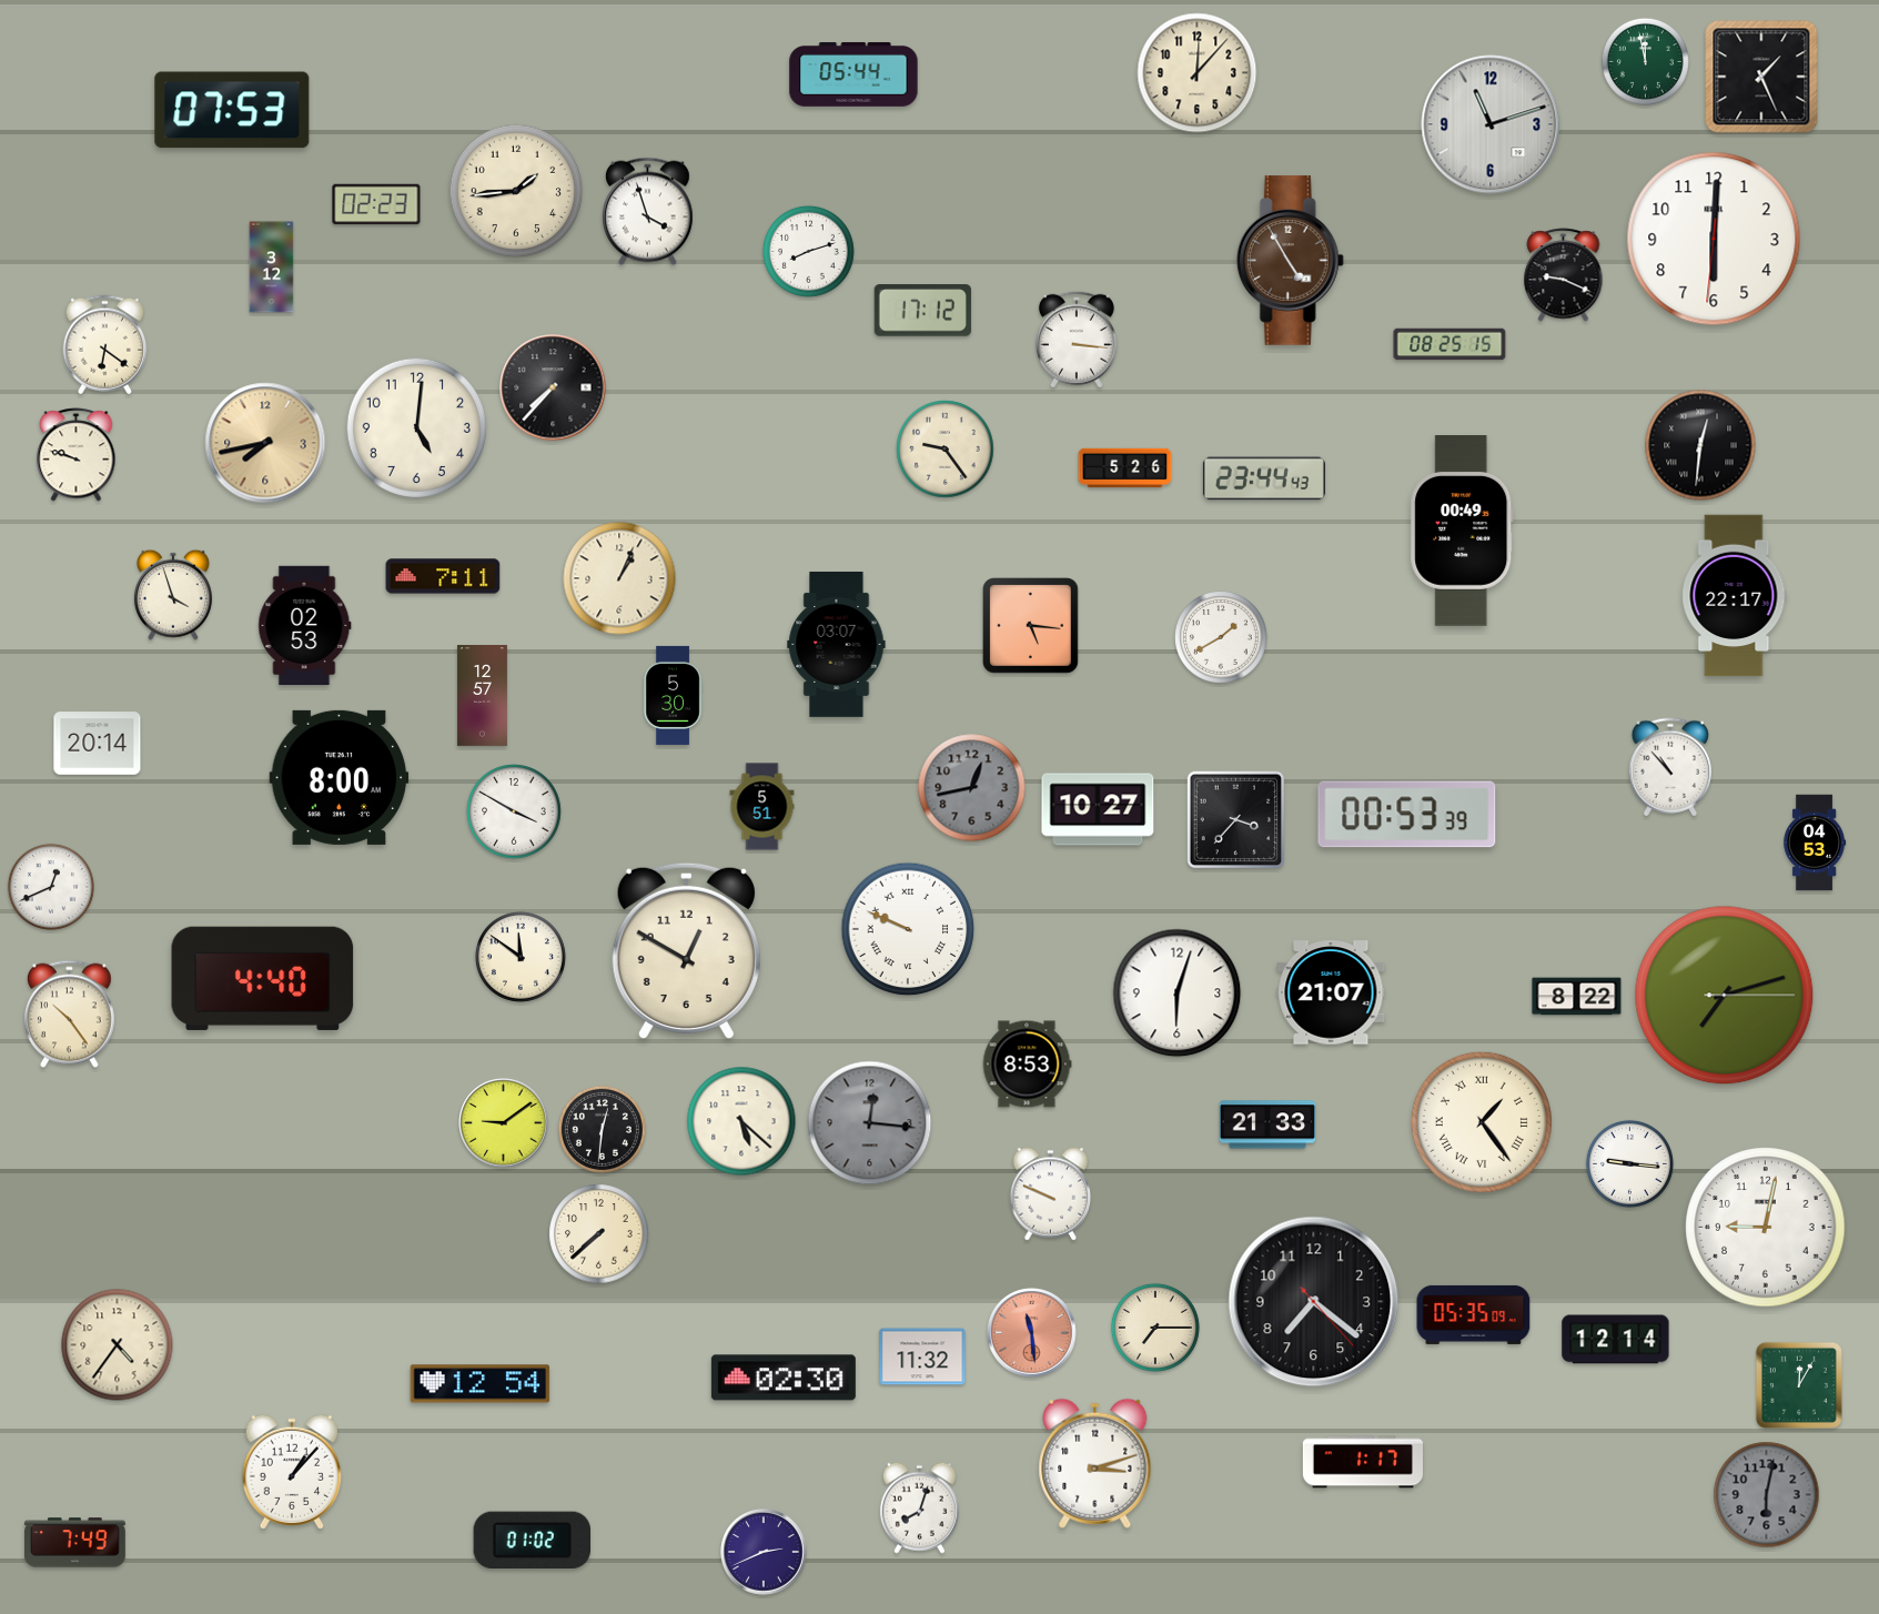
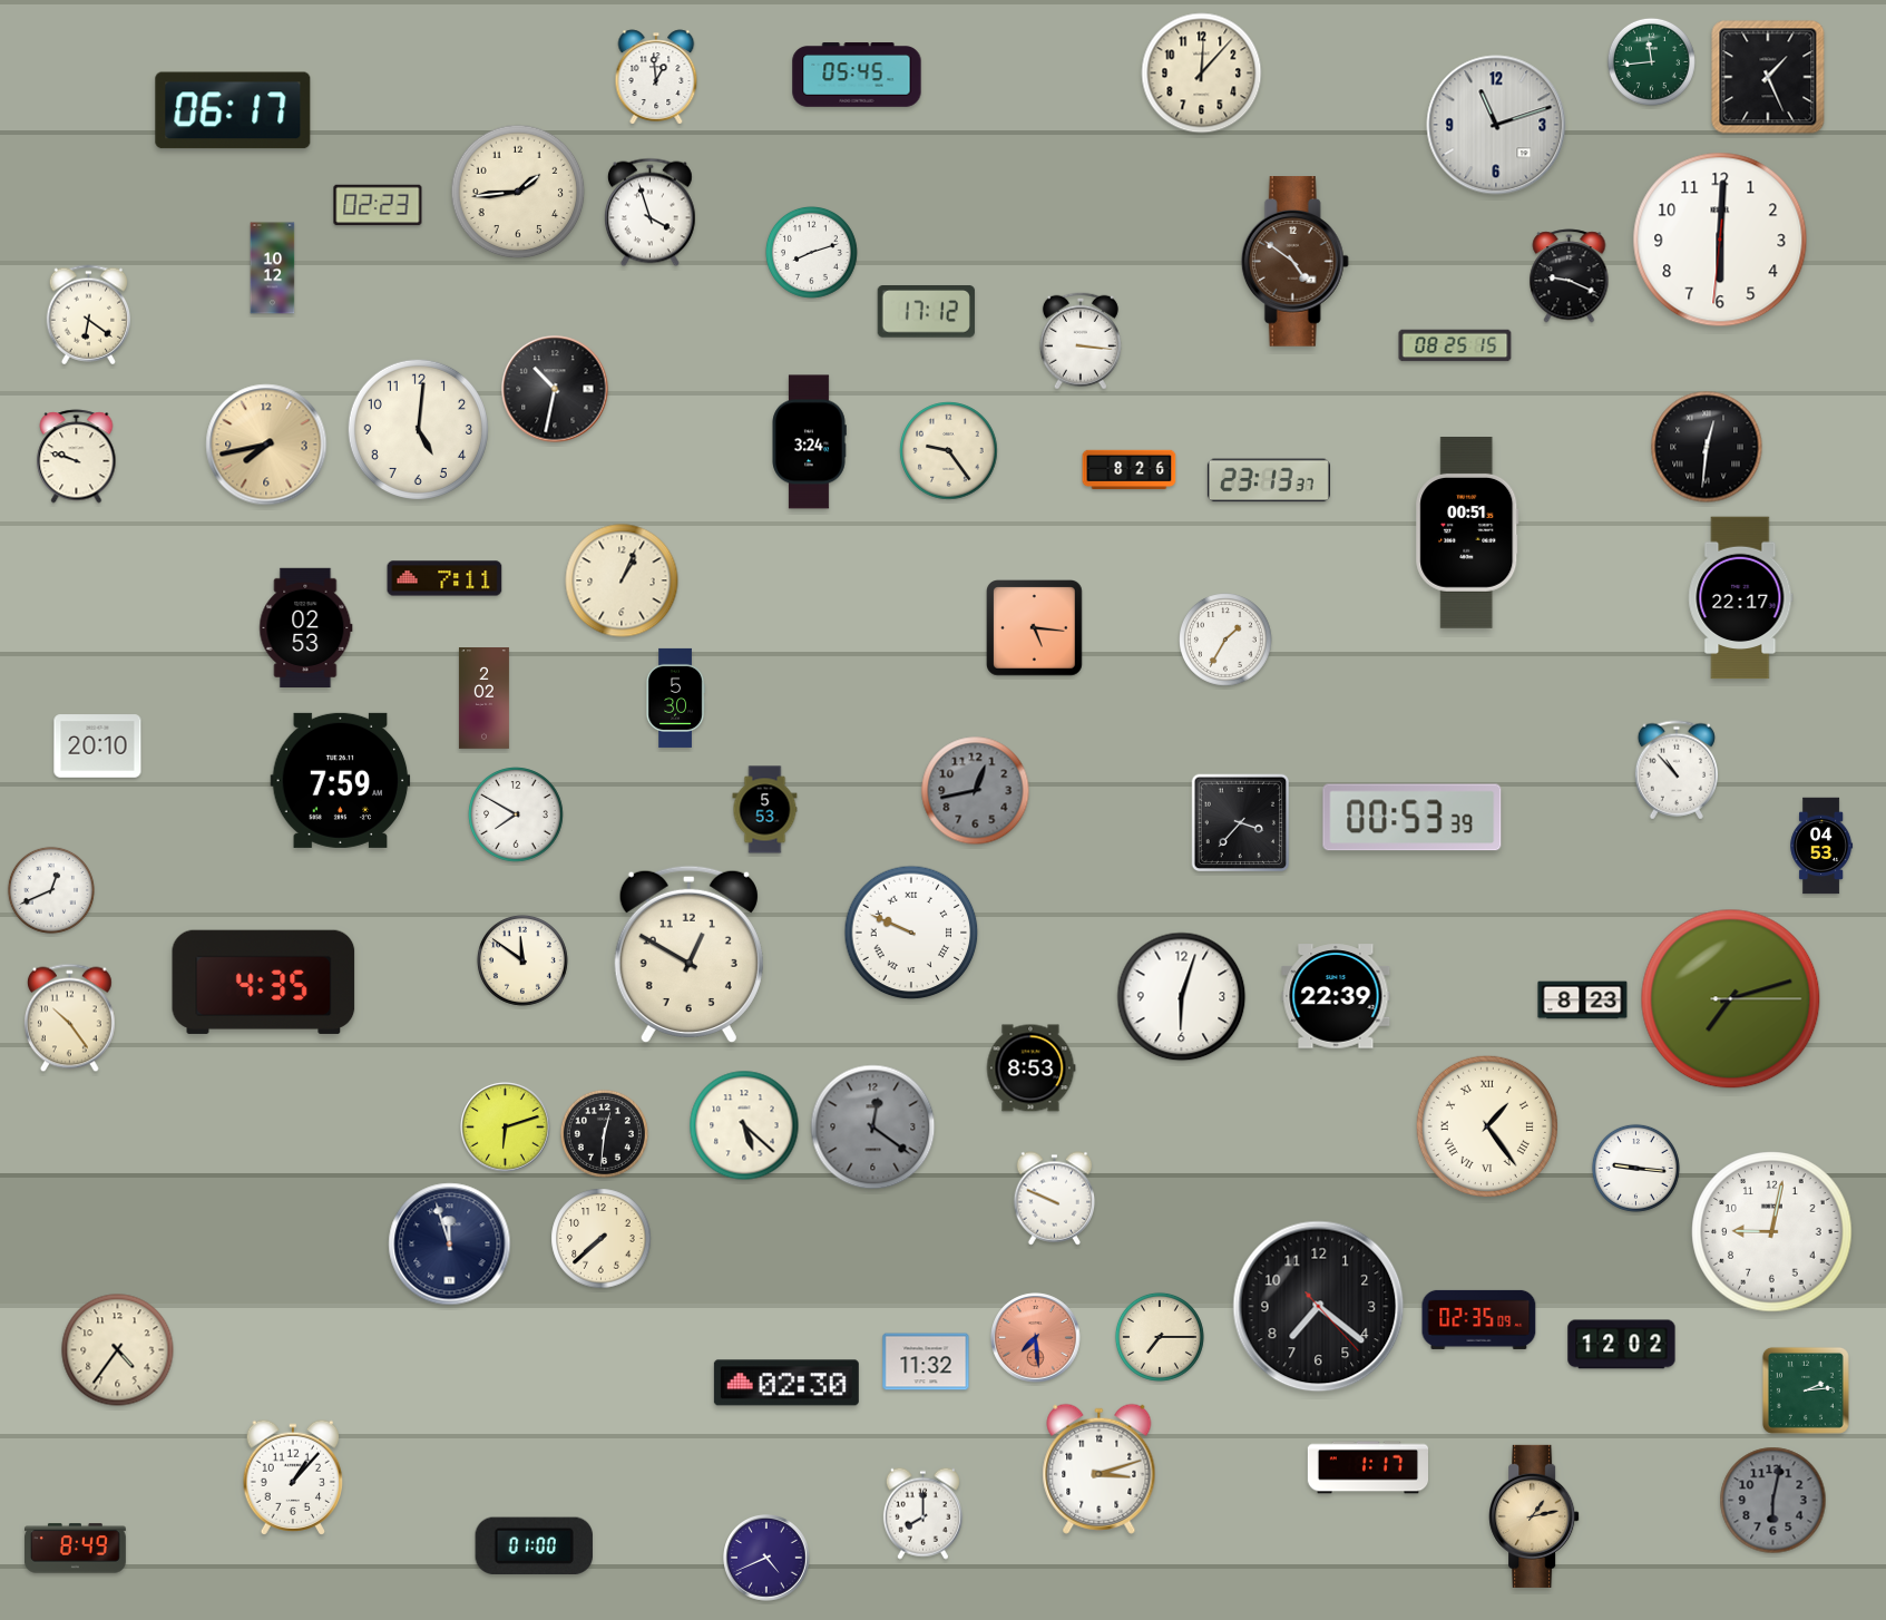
clock at (1645, 61): 11:58 -> 11:44
clock at (853, 74): 05:44 -> 05:45
clock at (656, 77): none -> 12:59
clock at (232, 110): 07:53 -> 06:17
clock at (1290, 261): 4:55 -> 4:51
clock at (272, 268): 3:12 -> 10:12
clock at (105, 345) position: (105, 345) -> (89, 315)
clock at (553, 387): 7:37 -> 10:32
clock at (809, 442): none -> 3:24
clock at (1125, 468): 5:26 -> 8:26
clock at (1264, 478): 23:44 -> 23:13
clock at (1462, 532): 00:49 -> 00:51
clock at (173, 595): 3:57 -> none
clock at (1222, 638): 1:40 -> 1:35
clock at (837, 644): 03:07 -> none
clock at (482, 696): 12:57 -> 2:02
clock at (98, 744): 20:14 -> 20:10
clock at (340, 777): 8:00 -> 7:59
clock at (762, 807): 5:51 -> 5:53
clock at (1098, 809): 10:27 -> none
clock at (514, 811): 3:50 -> 7:50
clock at (263, 978): 4:40 -> 4:35
clock at (1331, 992): 21:07 -> 22:39
clock at (1577, 997): 8:22 -> 8:23
clock at (504, 1123): 9:09 -> 6:12
clock at (870, 1123): 12:16 -> 12:21
clock at (1267, 1124): 21:33 -> none
clock at (450, 1245): none -> 11:57
clock at (1474, 1314): 05:35 -> 02:35
clock at (1155, 1328) position: (1155, 1328) -> (1160, 1337)
clock at (1032, 1333): 11:29 -> 7:29
clock at (1616, 1340): 12:14 -> 12:02
clock at (481, 1384): 12:54 -> none
clock at (1799, 1385): 12:05 -> 2:14
clock at (919, 1507): 8:03 -> 8:00
clock at (1534, 1516): none -> 1:13
clock at (533, 1540): 01:02 -> 01:00
clock at (74, 1543): 7:49 -> 8:49
clock at (764, 1552): 2:41 -> 4:41
